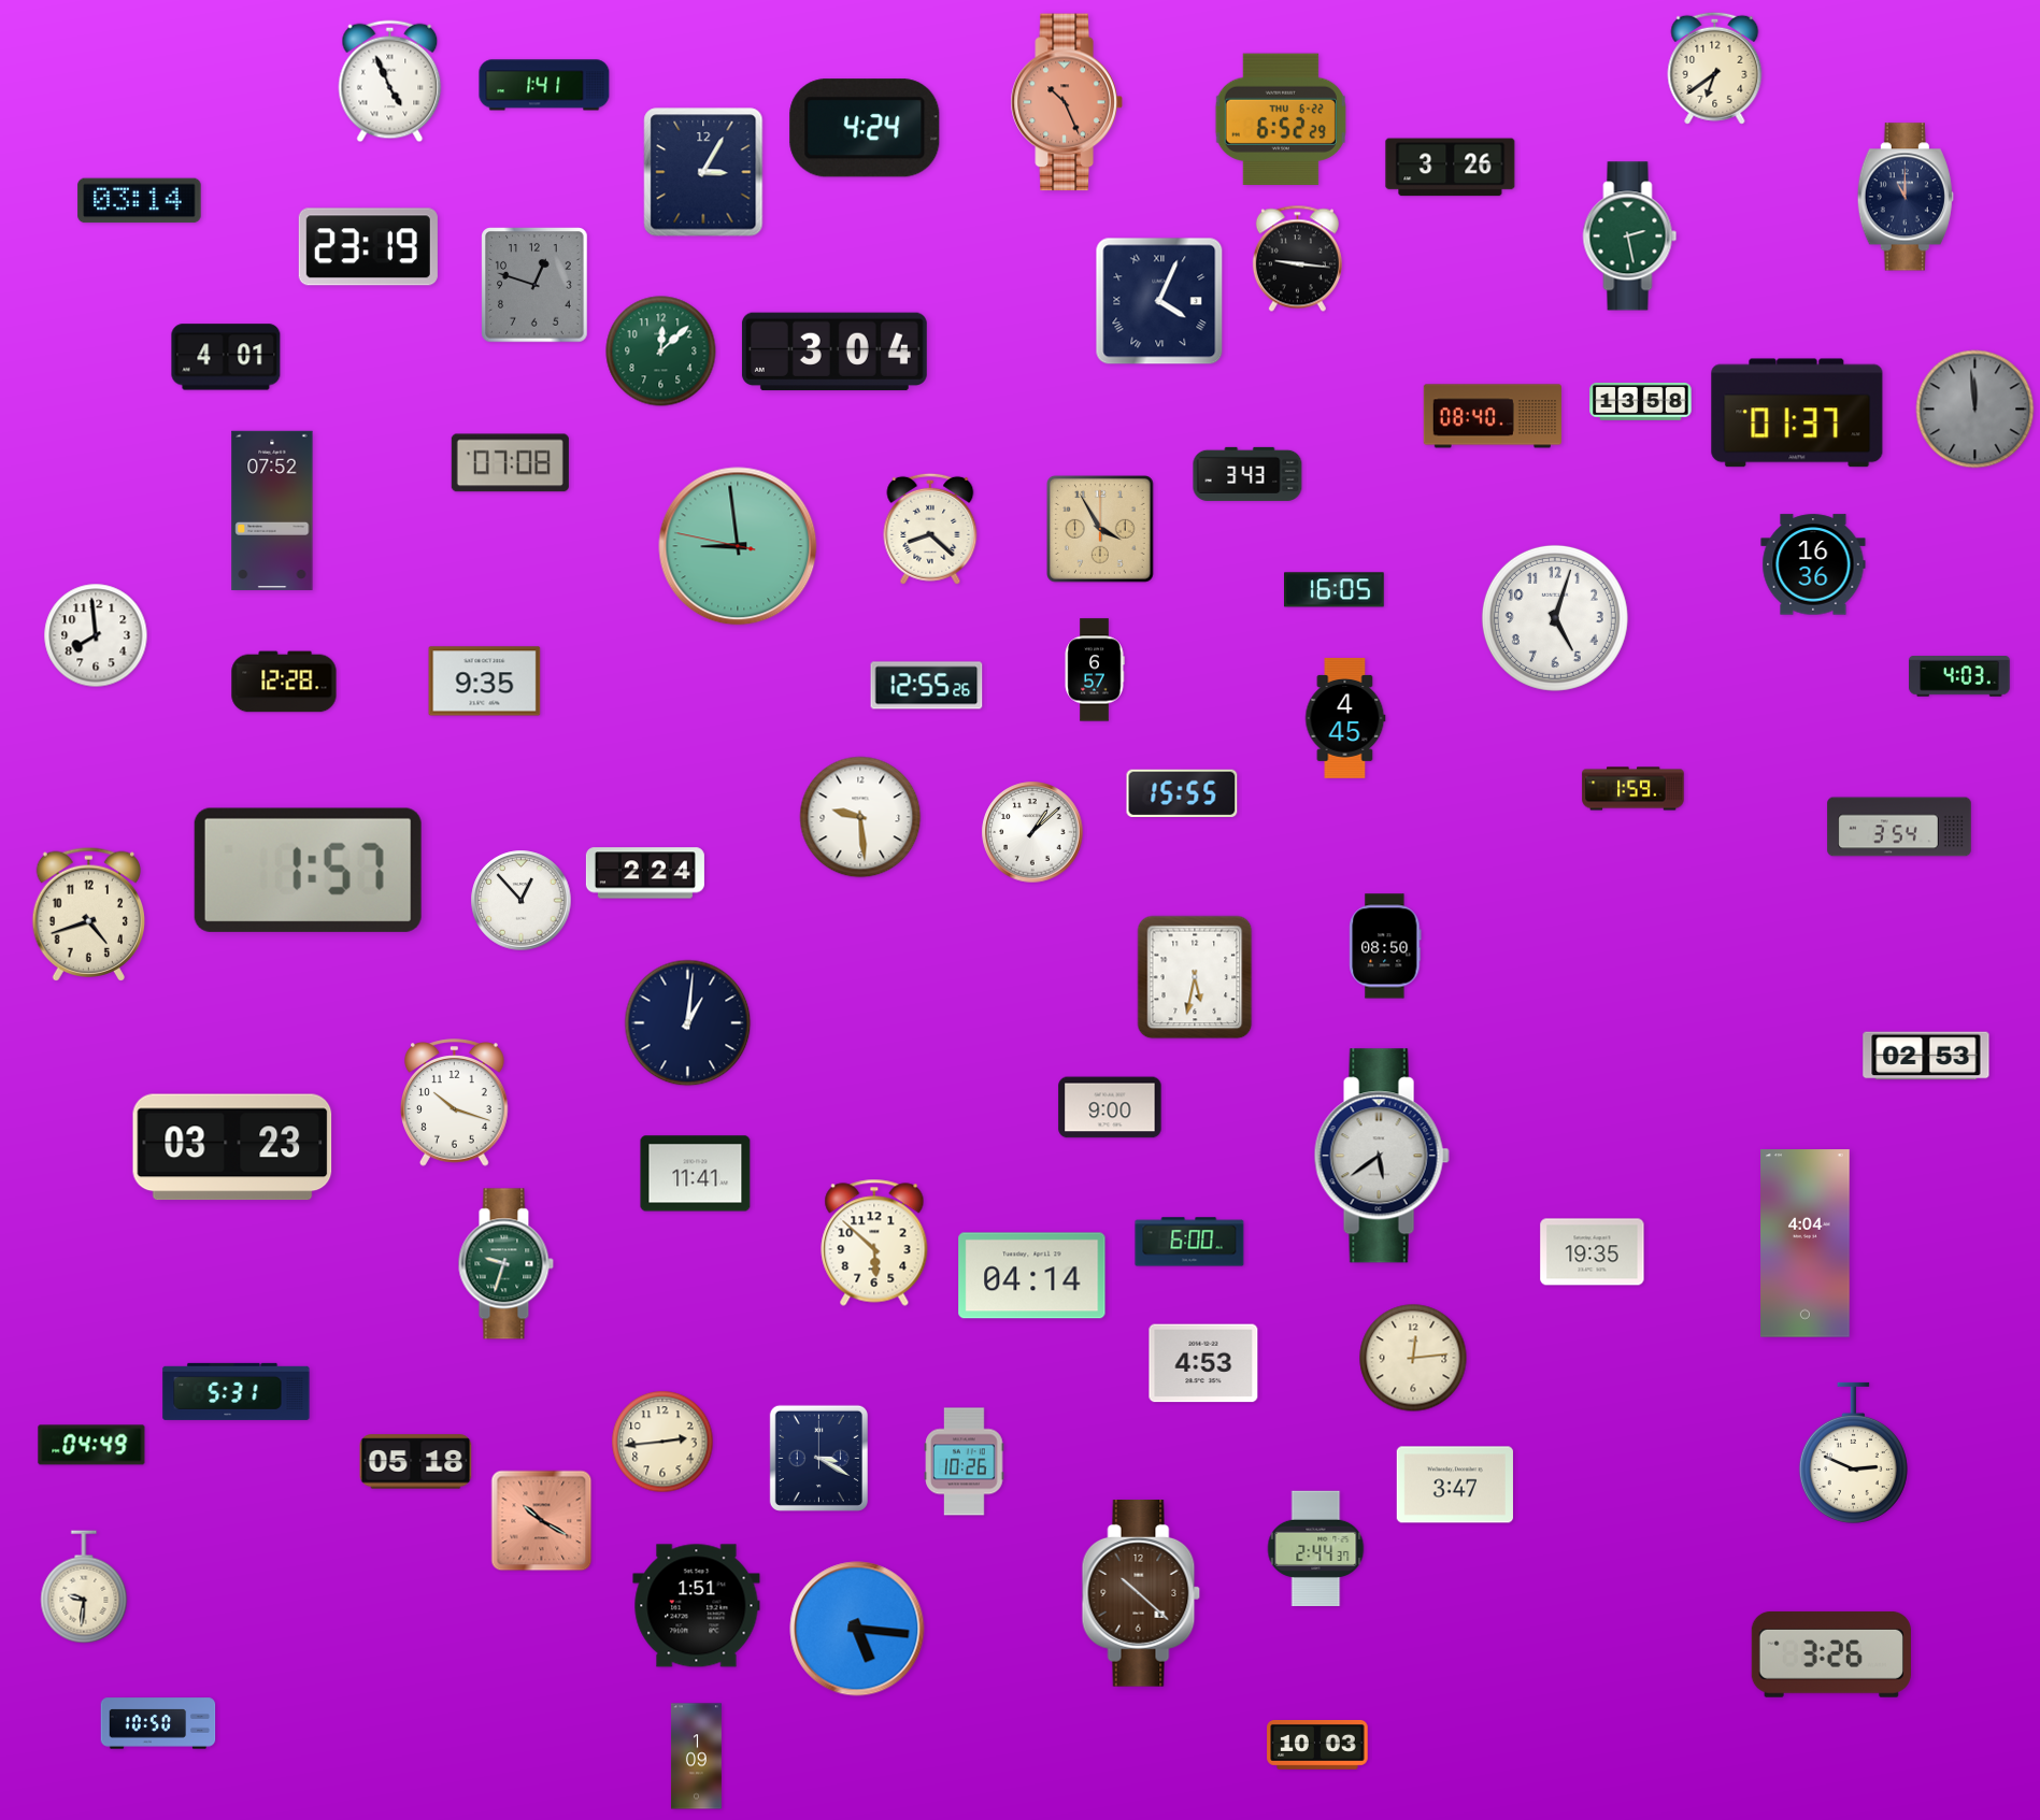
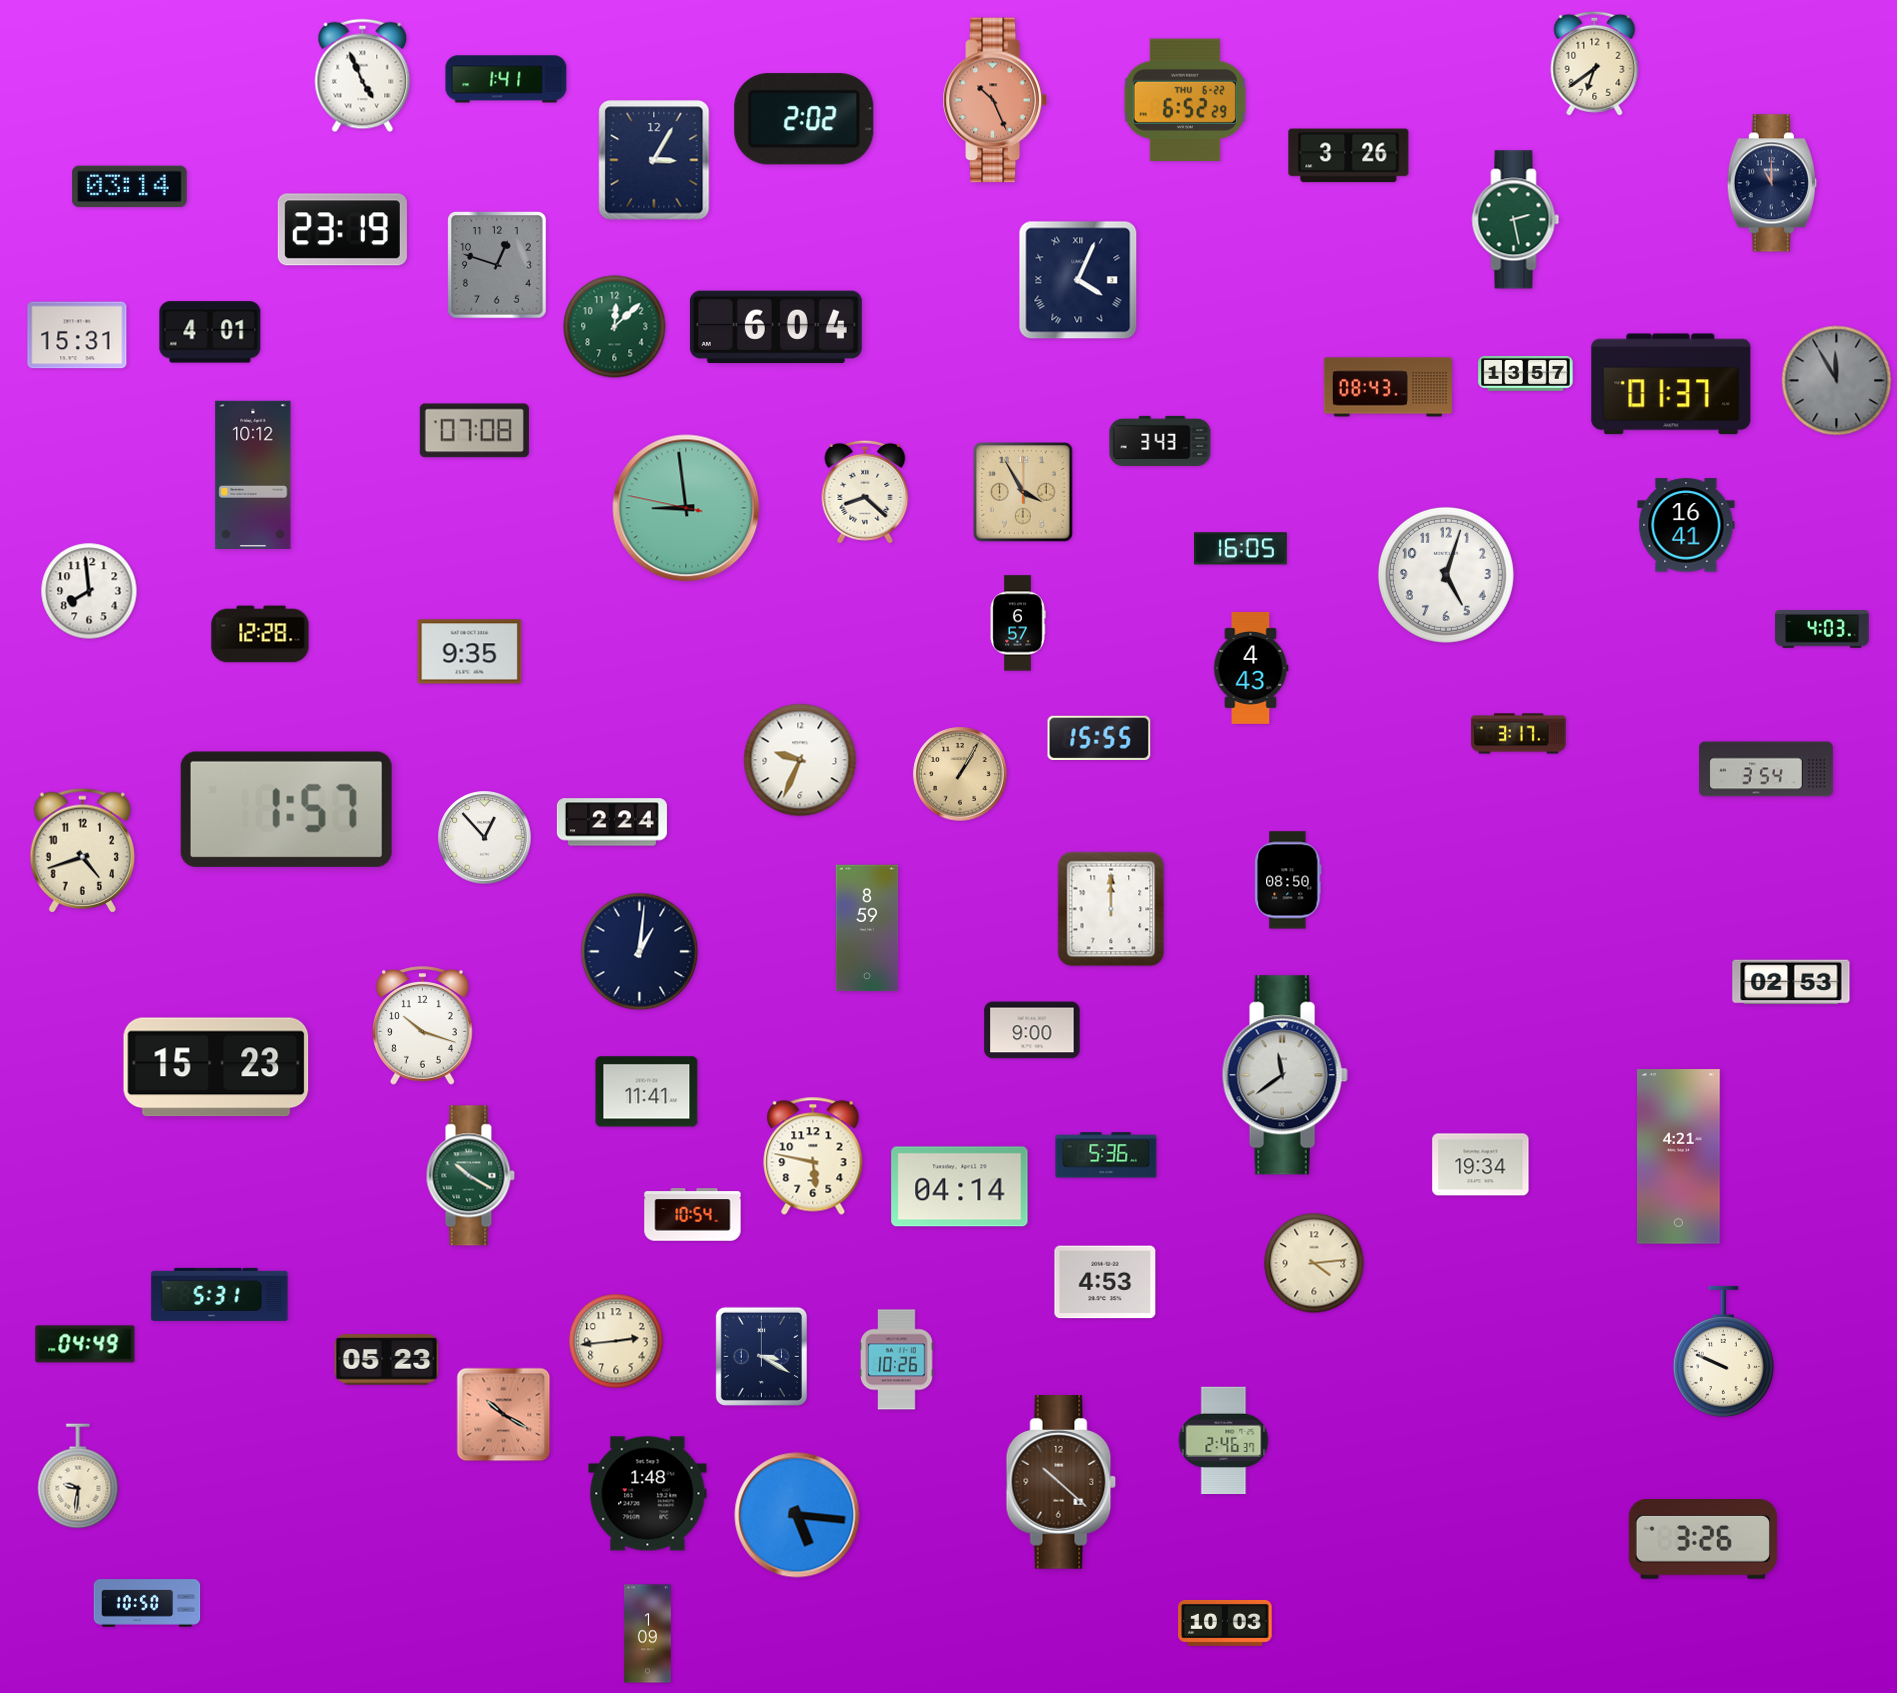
clock at (1067, 102) position: (1067, 102) -> (995, 100)
clock at (1281, 119) position: (1281, 119) -> (1185, 100)
clock at (865, 128): 4:24 -> 2:02
clock at (1297, 259): 9:16 -> none
clock at (834, 352): 3:04 -> 6:04
clock at (77, 335): none -> 15:31
clock at (1641, 401): 13:58 -> 13:57
clock at (1975, 410): 11:59 -> 11:55
clock at (1493, 416): 08:40 -> 08:43
clock at (272, 511): 07:52 -> 10:12
clock at (1813, 564): 16:36 -> 16:41
clock at (284, 682) position: (284, 682) -> (260, 634)
clock at (485, 682) position: (485, 682) -> (470, 652)
clock at (927, 686): 12:55 -> none
clock at (1345, 718): 4:45 -> 4:43
clock at (1634, 789): 1:59 -> 3:17
clock at (860, 817): 9:29 -> 9:34
clock at (1032, 832): 1:08 -> 1:05
clock at (1032, 832) dial: white -> champagne
clock at (645, 873) position: (645, 873) -> (612, 822)
clock at (1195, 977): 5:32 -> 12:00
clock at (867, 928): none -> 8:59
clock at (232, 1147): 03:23 -> 15:23
clock at (1382, 1156): 5:39 -> 11:39
clock at (1189, 1242): 6:00 -> 5:36
clock at (874, 1243): 5:52 -> 5:47
clock at (1806, 1244): 4:04 -> 4:21
clock at (1593, 1252): 19:35 -> 19:34
clock at (505, 1264): 9:33 -> 10:20
clock at (693, 1215): none -> 10:54
clock at (1413, 1358): 12:14 -> 4:14
clock at (1203, 1363) position: (1203, 1363) -> (1105, 1282)
clock at (1853, 1452): 2:49 -> 9:49
clock at (416, 1462): 05:18 -> 05:23
clock at (1455, 1485): 3:47 -> none
clock at (1316, 1549): 2:44 -> 2:46
clock at (697, 1606): 1:51 -> 1:48
